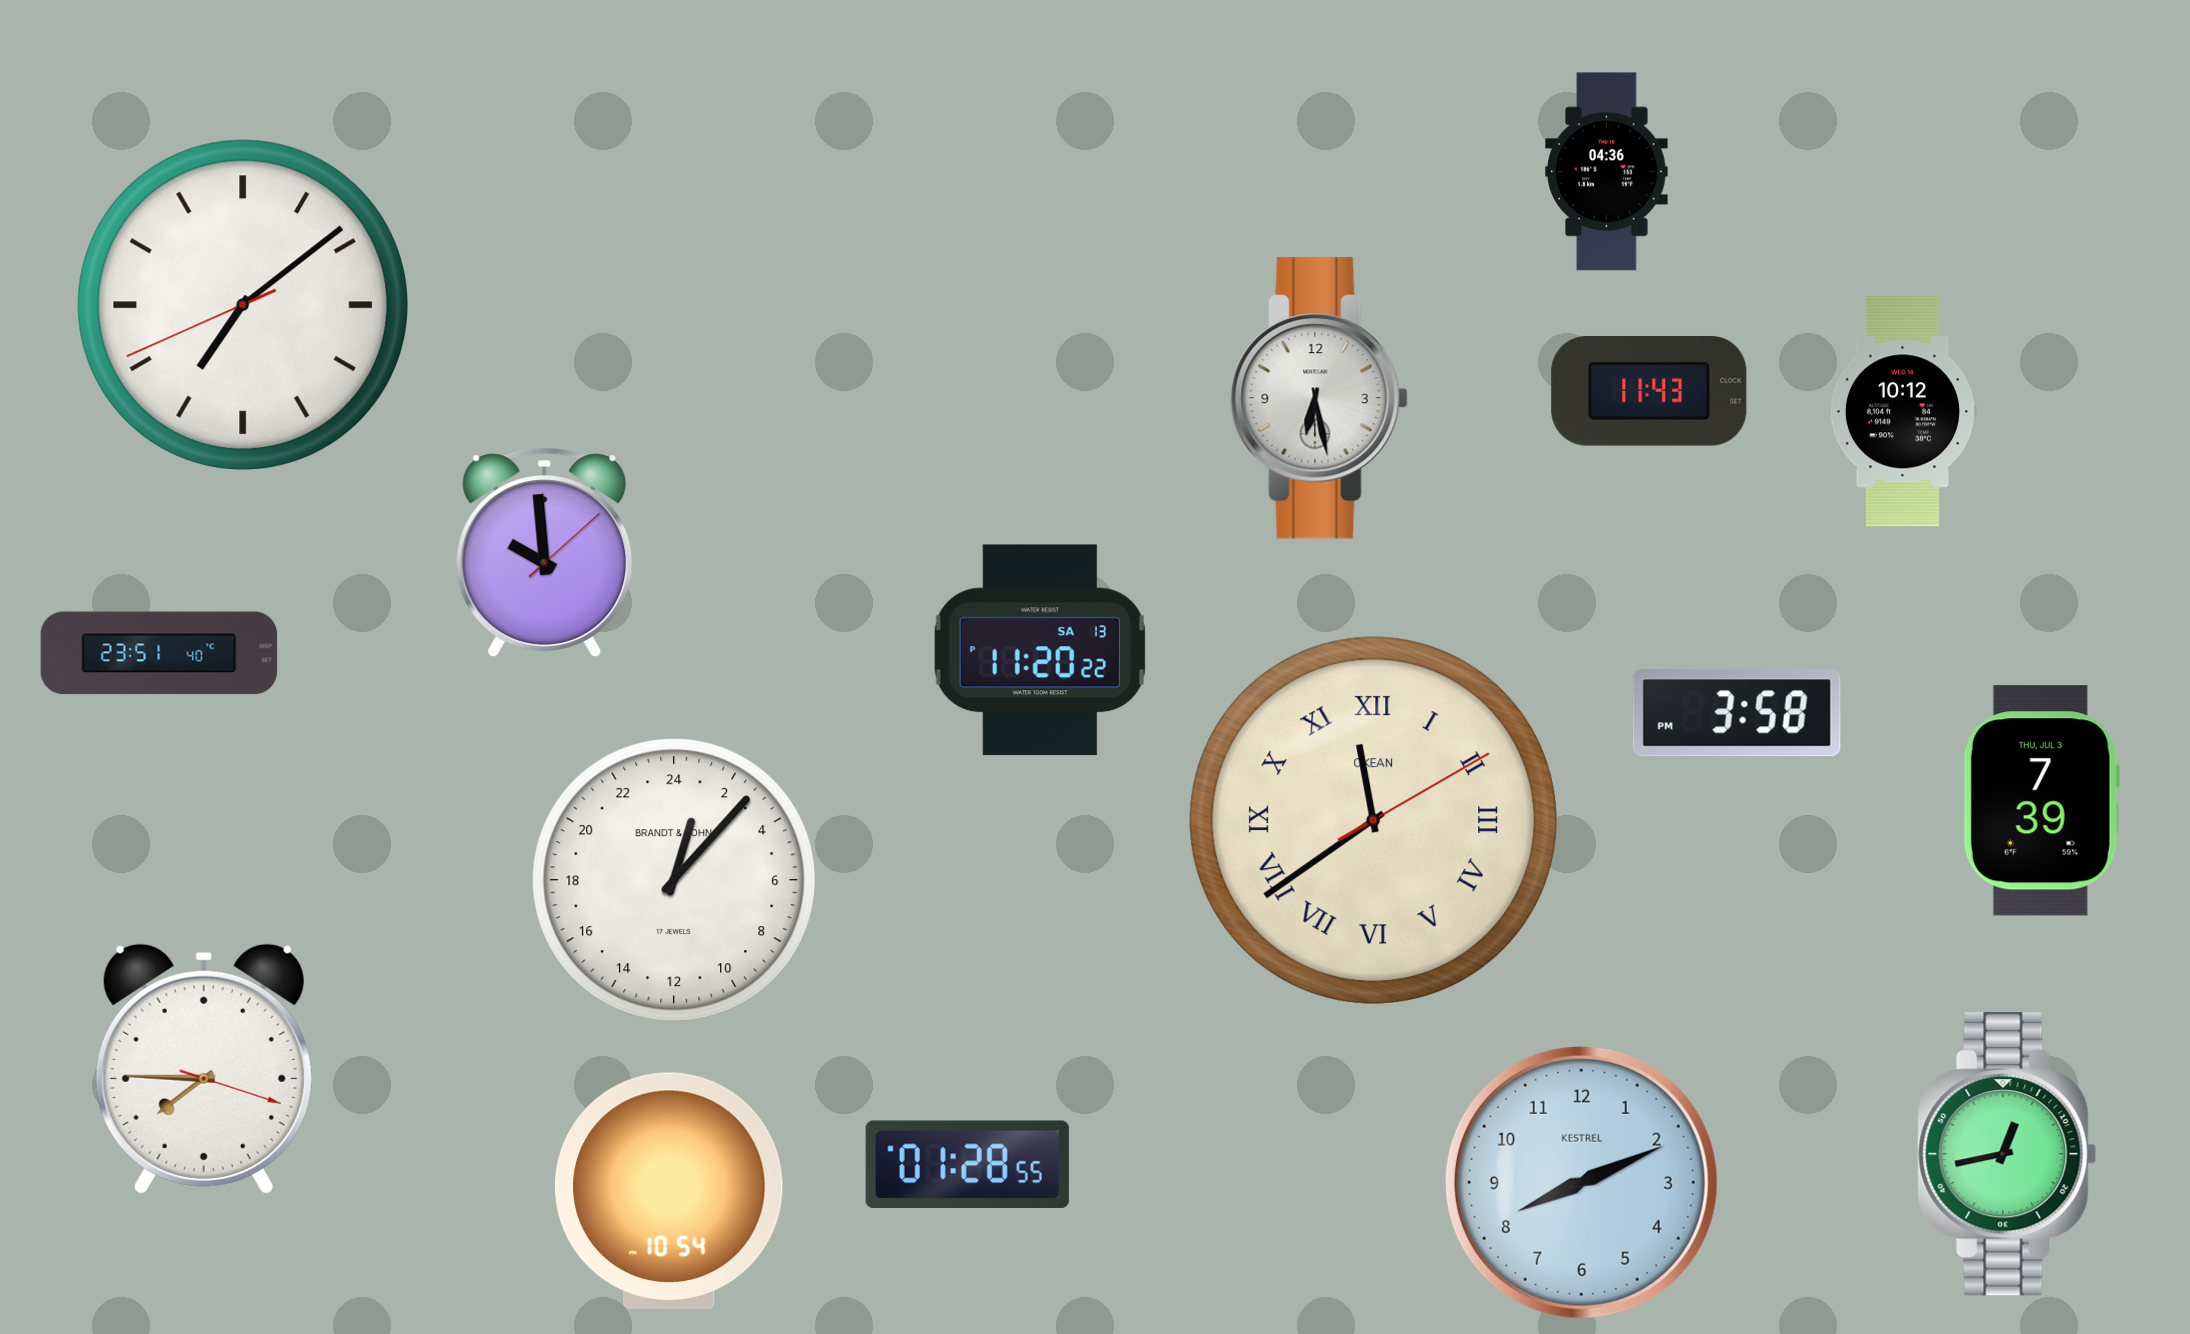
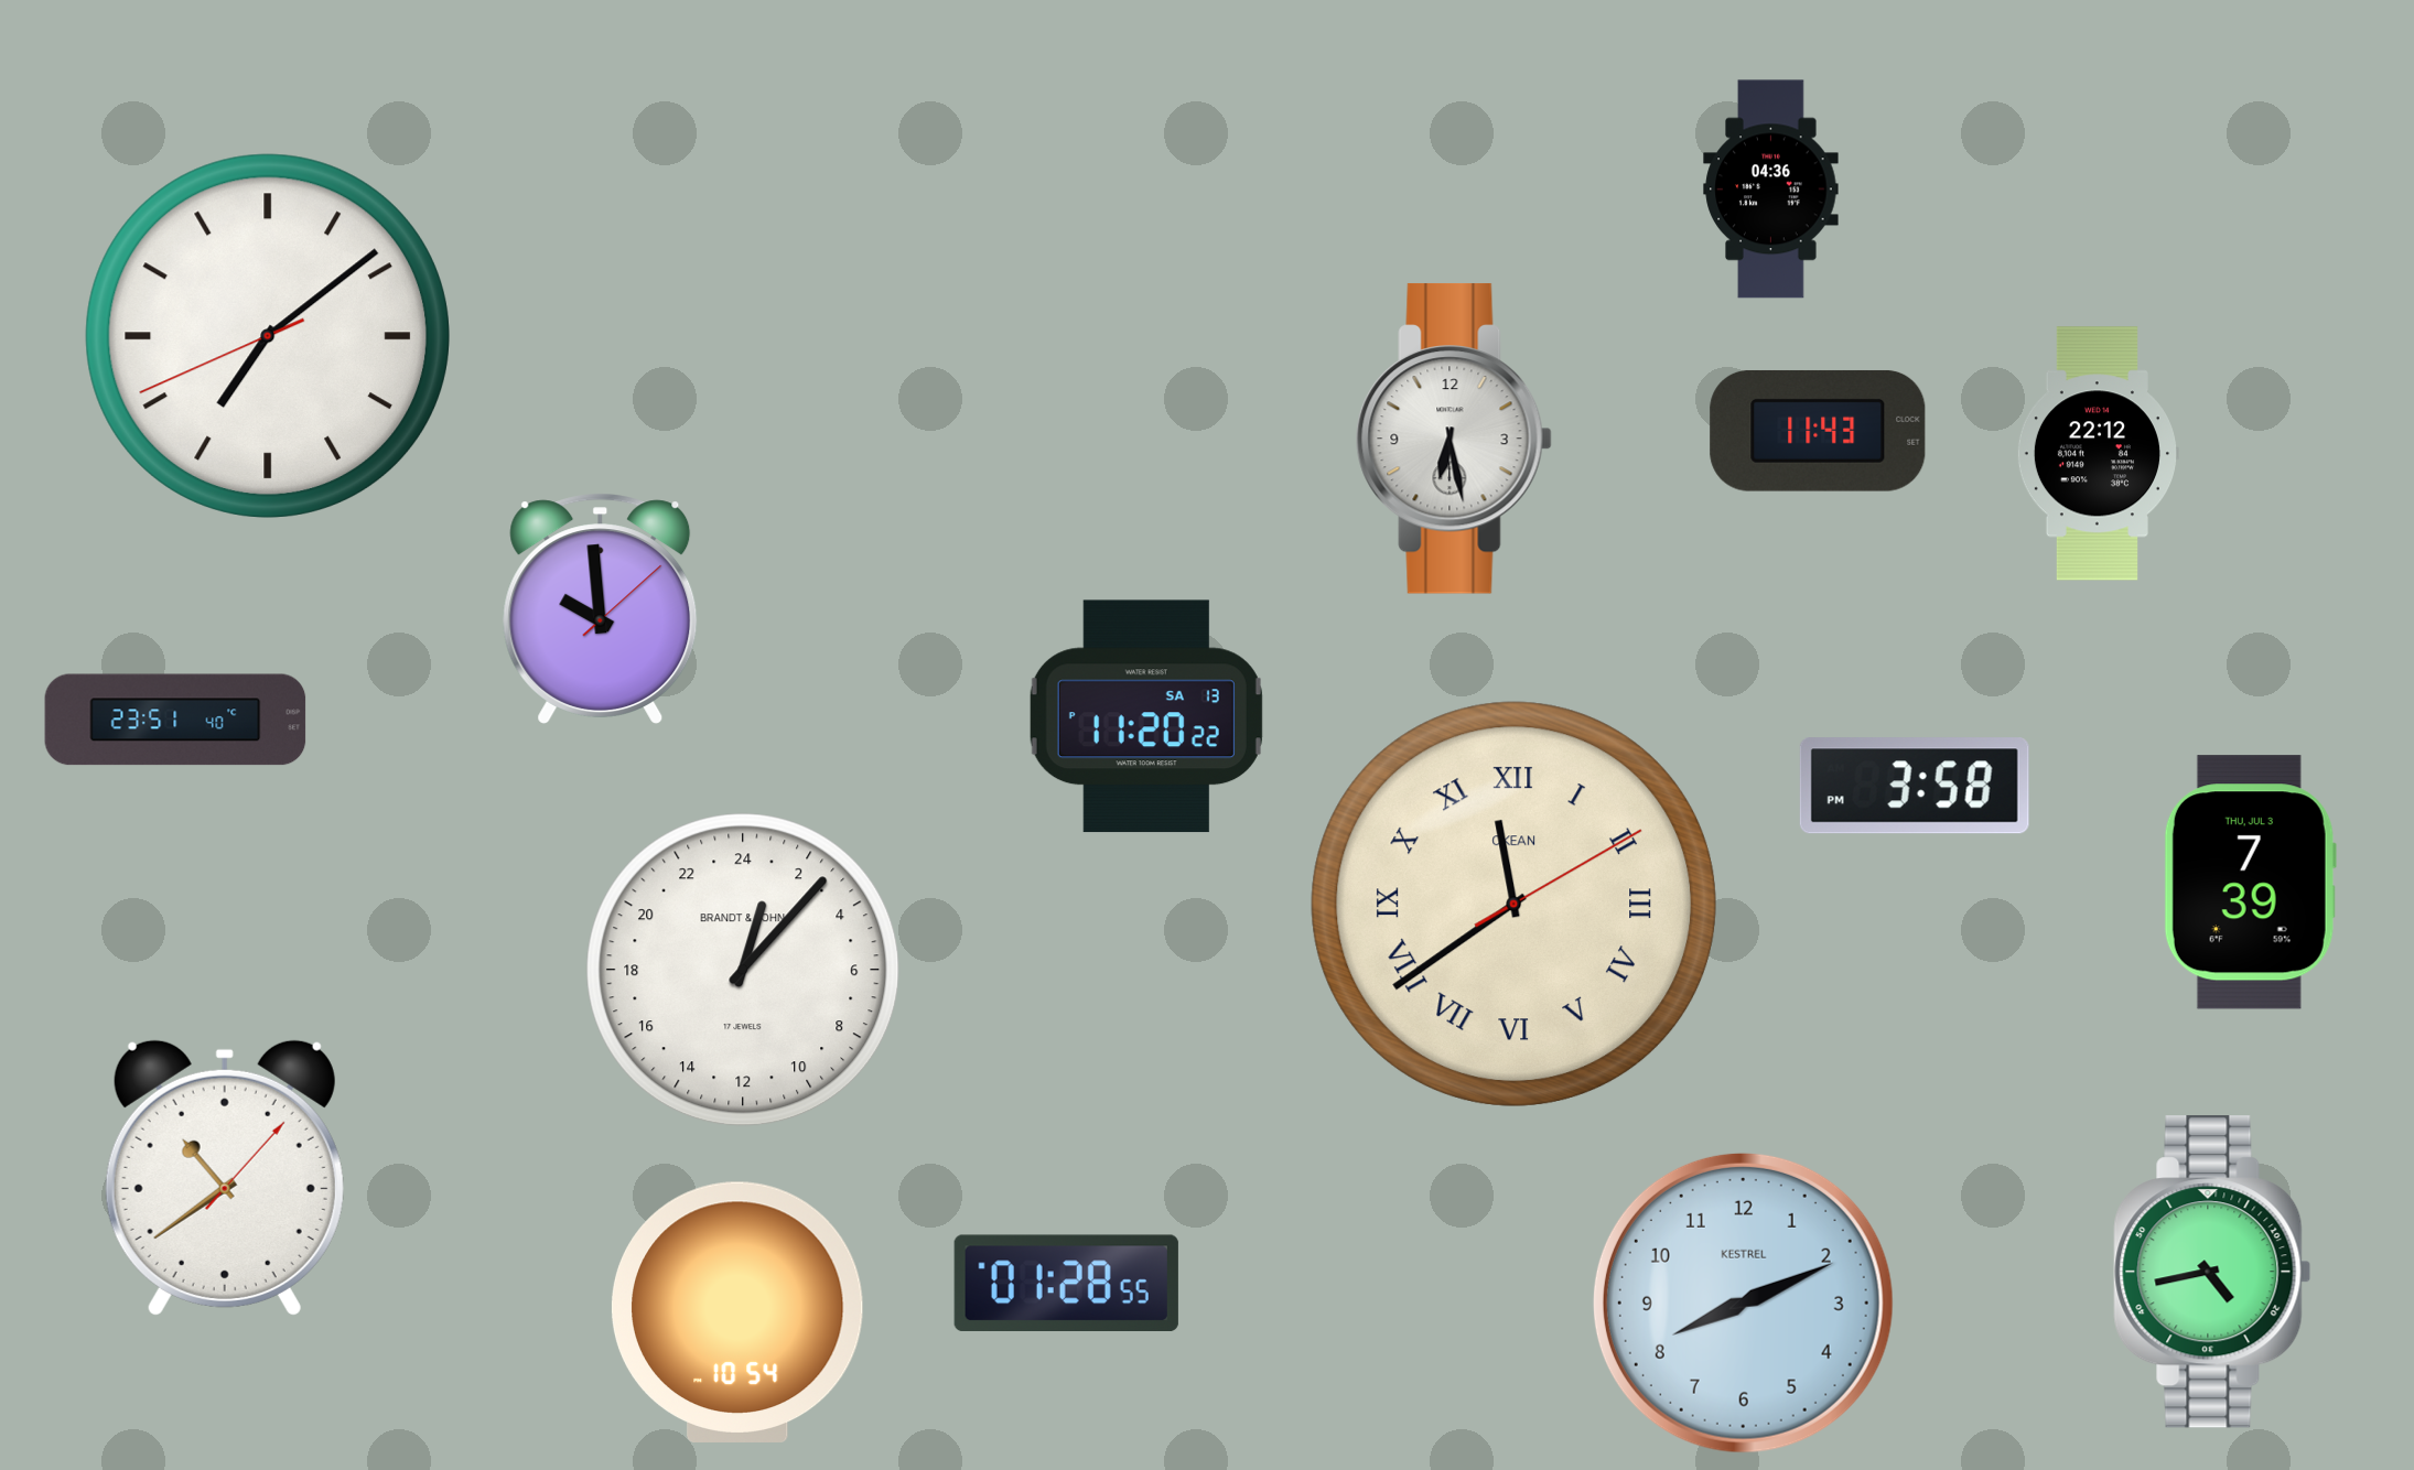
clock at (1902, 412): 10:12 -> 22:12
clock at (204, 1069): 7:45 -> 10:39
clock at (2007, 1154): 12:43 -> 4:43
